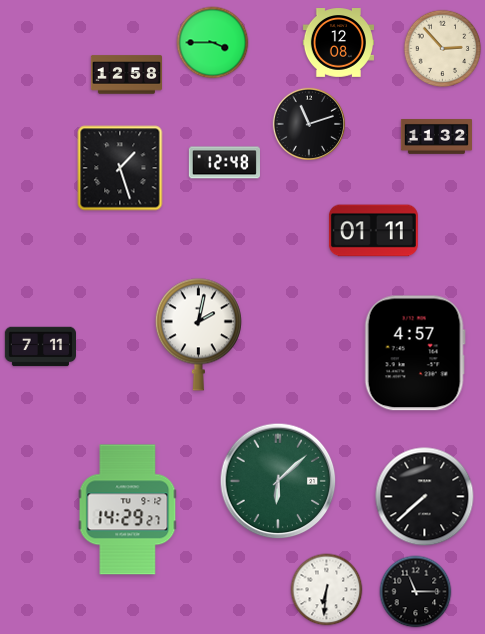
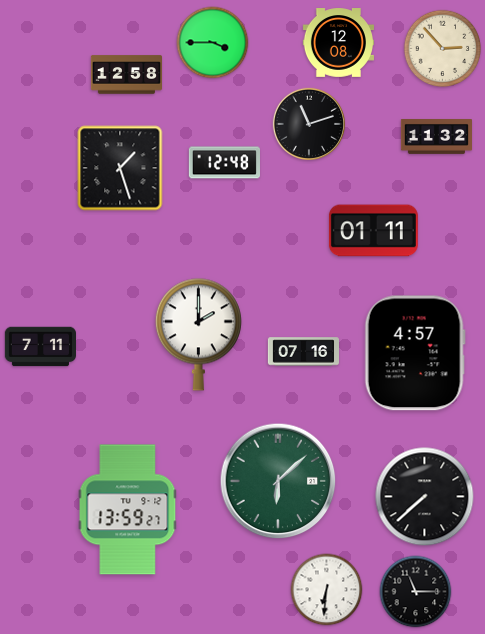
clock at (198, 334): 2:02 -> 2:00
clock at (303, 352): none -> 07:16
clock at (128, 510): 14:29 -> 13:59
